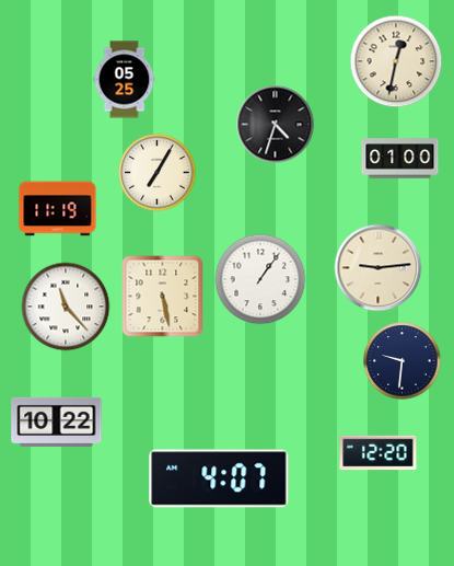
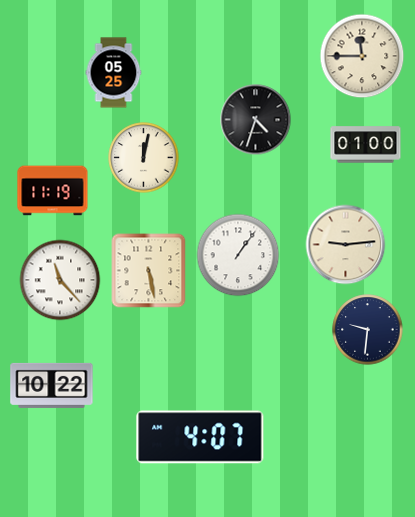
clock at (396, 61): 12:32 -> 11:45
clock at (276, 125) position: (276, 125) -> (256, 120)
clock at (158, 173): 7:05 -> 12:02
clock at (379, 453): 12:20 -> none
